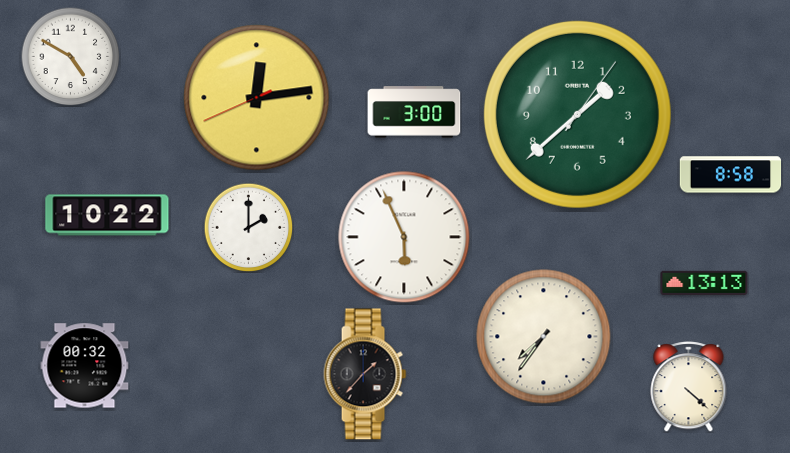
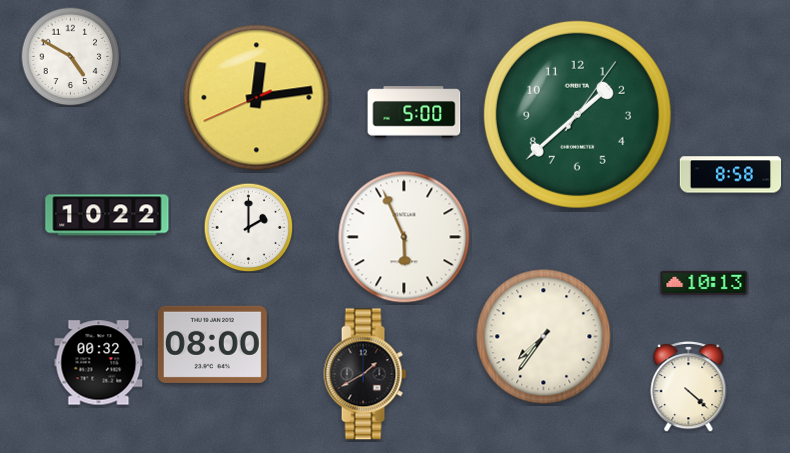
clock at (414, 112): 3:00 -> 5:00
clock at (704, 283): 13:13 -> 10:13
clock at (212, 344): none -> 08:00
clock at (85, 366) position: (85, 366) -> (99, 363)
clock at (365, 374): 1:37 -> 1:40
